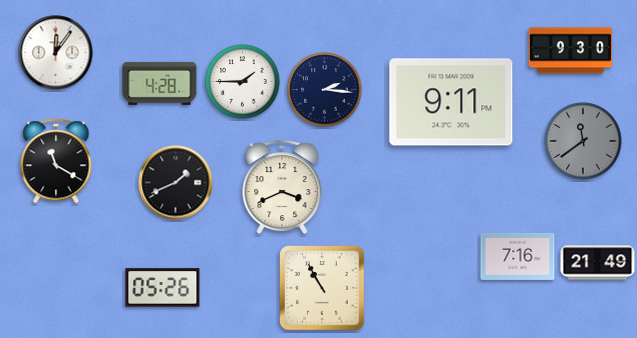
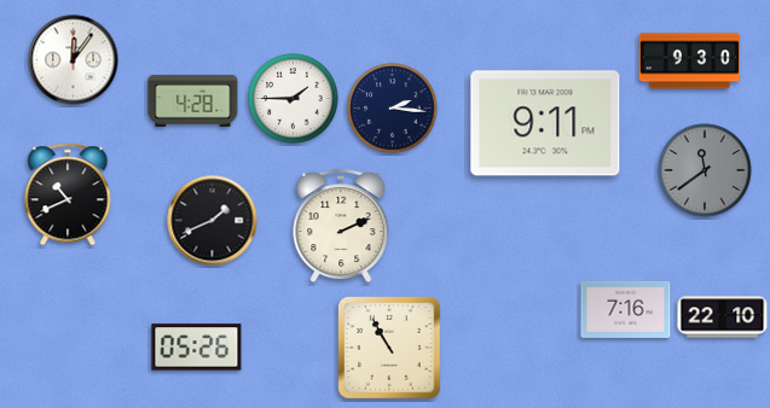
clock at (56, 53) position: (56, 53) -> (74, 60)
clock at (56, 161): 11:20 -> 10:41
clock at (282, 188): 3:41 -> 2:11
clock at (598, 263): 21:49 -> 22:10
